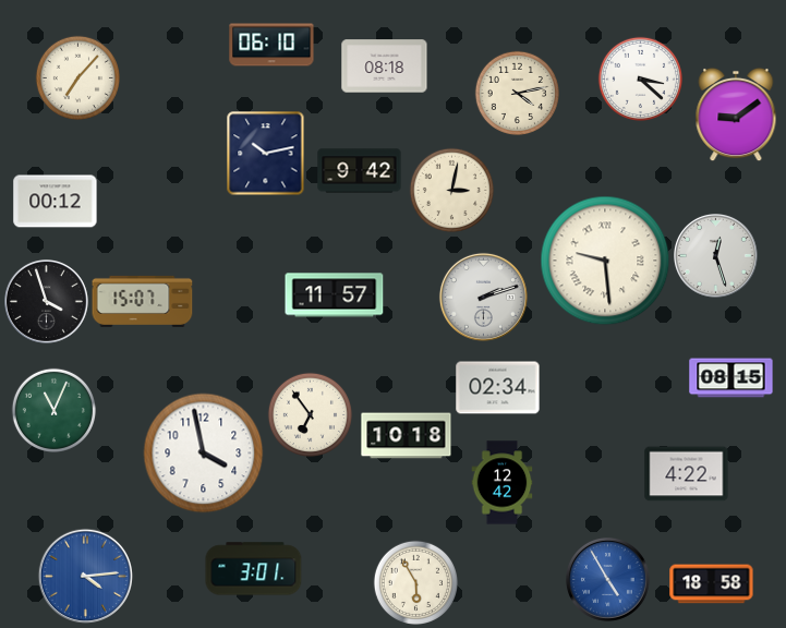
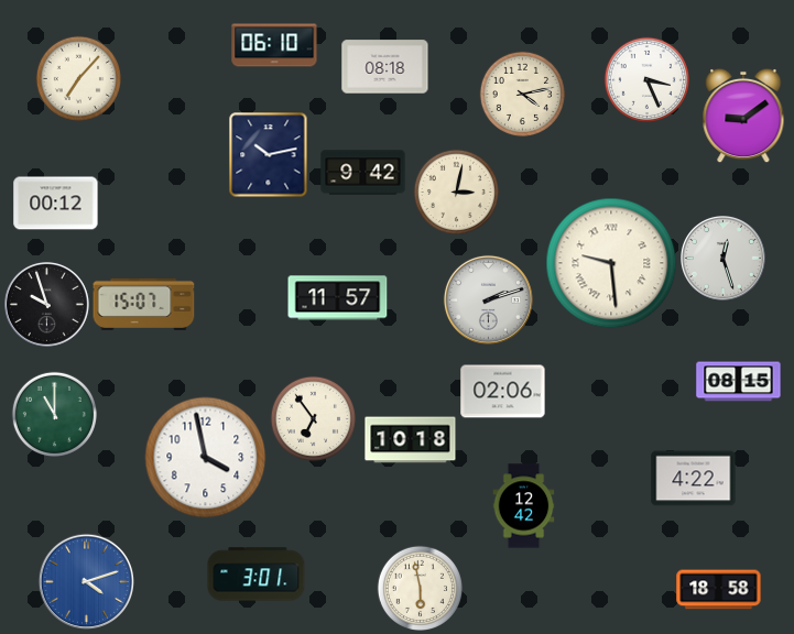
clock at (385, 67) position: (385, 67) -> (385, 67)
clock at (640, 78): 3:22 -> 3:26
clock at (47, 302): 3:57 -> 9:57
clock at (498, 388): 02:34 -> 02:06
clock at (53, 410): 11:04 -> 11:00
clock at (503, 483) position: (503, 483) -> (524, 506)
clock at (85, 576): 4:14 -> 4:12
clock at (608, 580): 4:55 -> none
clock at (415, 582): 5:55 -> 5:58
